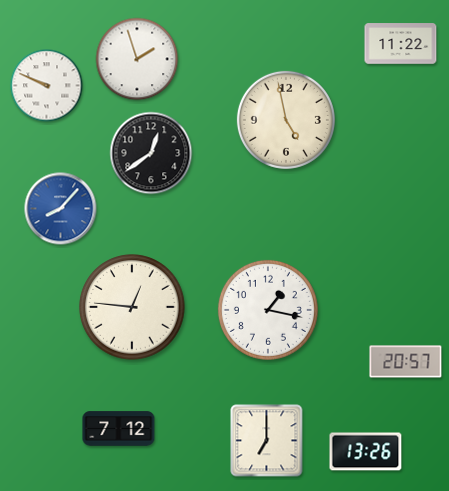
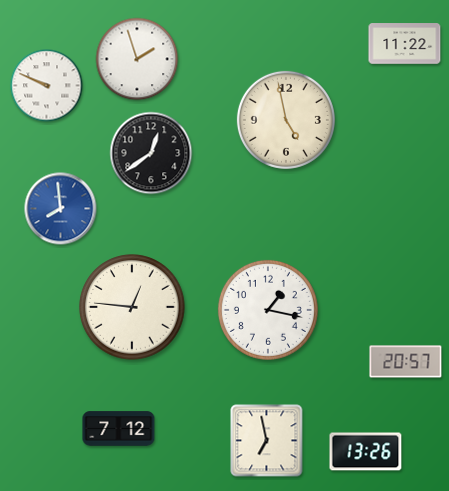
clock at (401, 44) position: (401, 44) -> (405, 44)
clock at (61, 209): 8:07 -> 7:59
clock at (267, 441): 7:00 -> 6:58
